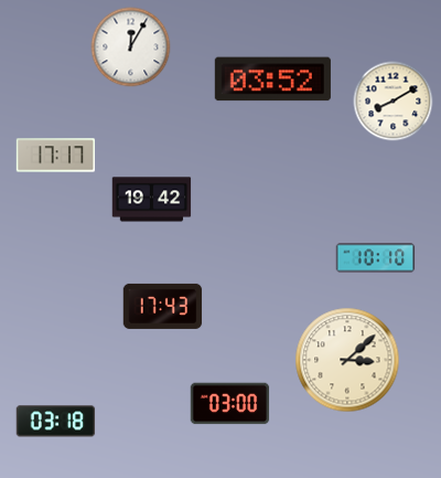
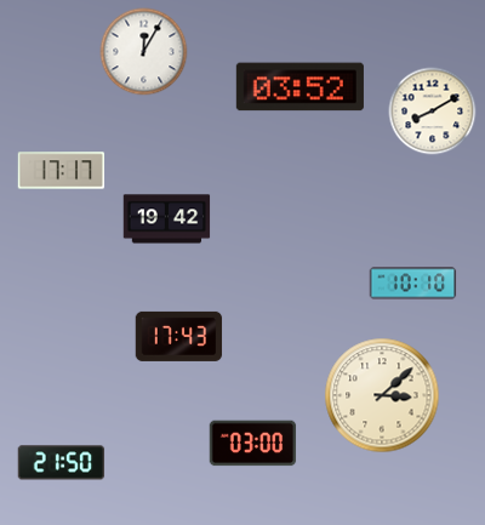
clock at (56, 422): 03:18 -> 21:50
